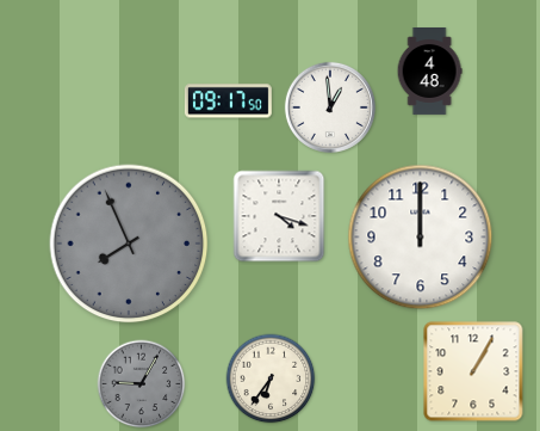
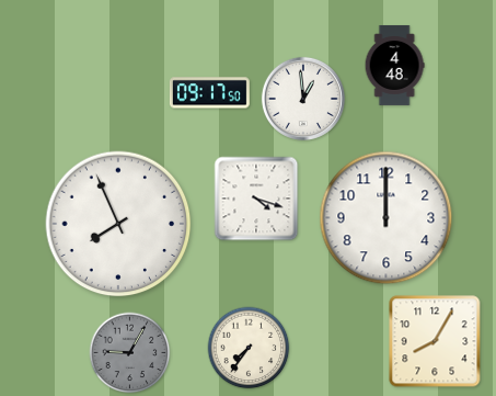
clock at (129, 244) dial: grey -> white
clock at (473, 371): 1:05 -> 8:05
clock at (271, 378): 6:36 -> 7:36
